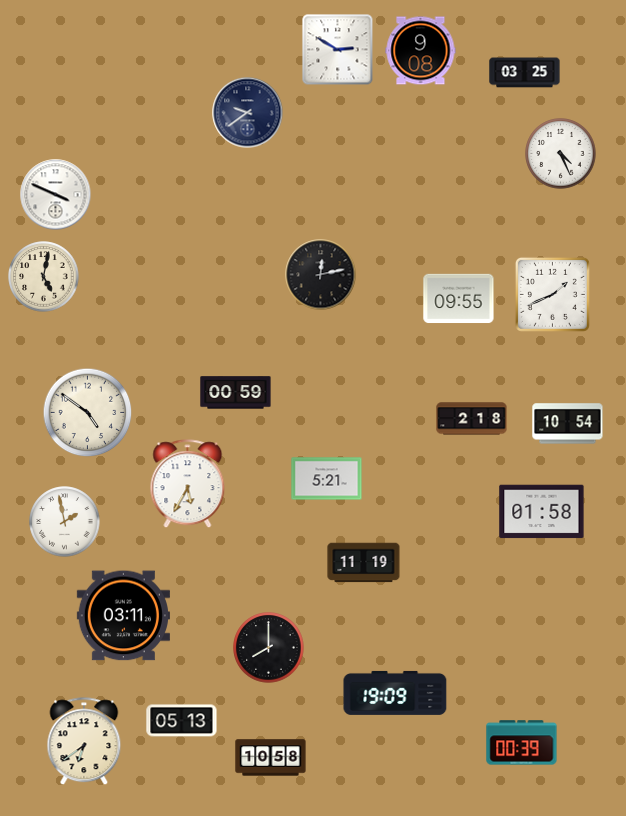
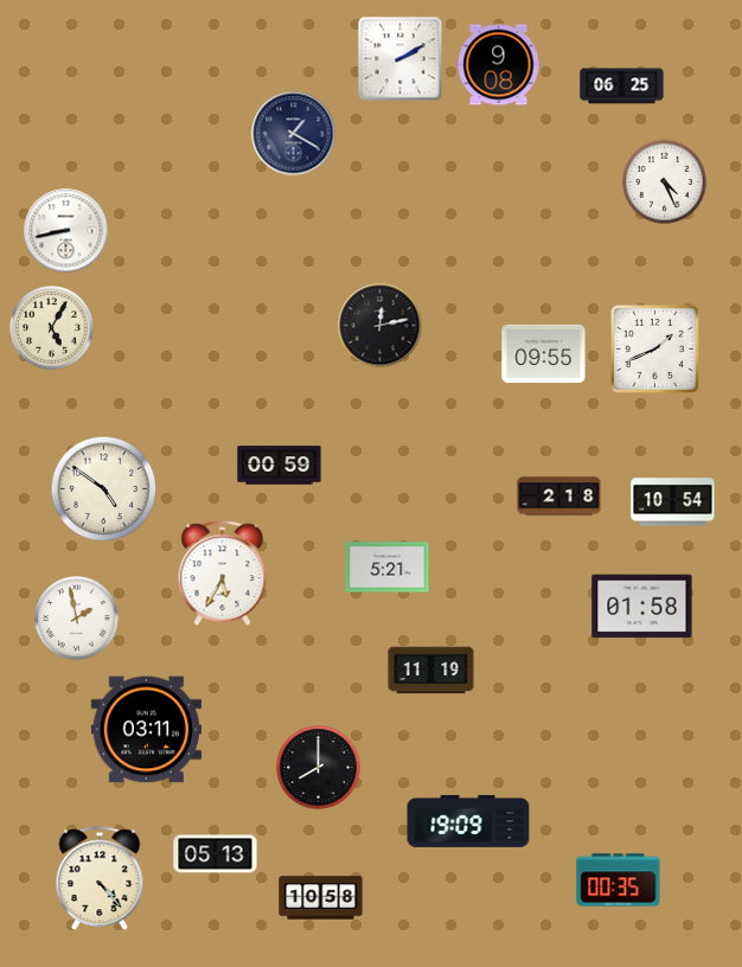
clock at (338, 50): 2:50 -> 2:10
clock at (421, 51) position: (421, 51) -> (499, 65)
clock at (525, 73): 03:25 -> 06:25
clock at (248, 113): 9:39 -> 1:20
clock at (56, 195): 3:49 -> 8:43
clock at (44, 277): 5:02 -> 5:05
clock at (364, 563) position: (364, 563) -> (431, 671)
clock at (84, 742): 6:39 -> 4:23
clock at (522, 743): 00:39 -> 00:35
